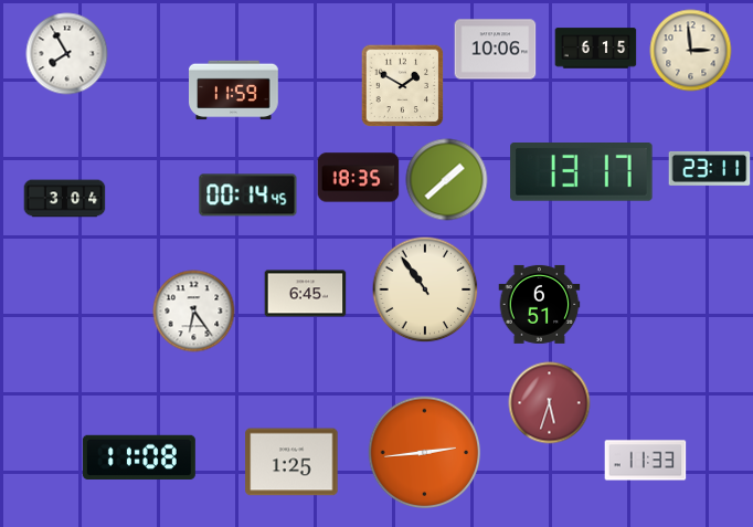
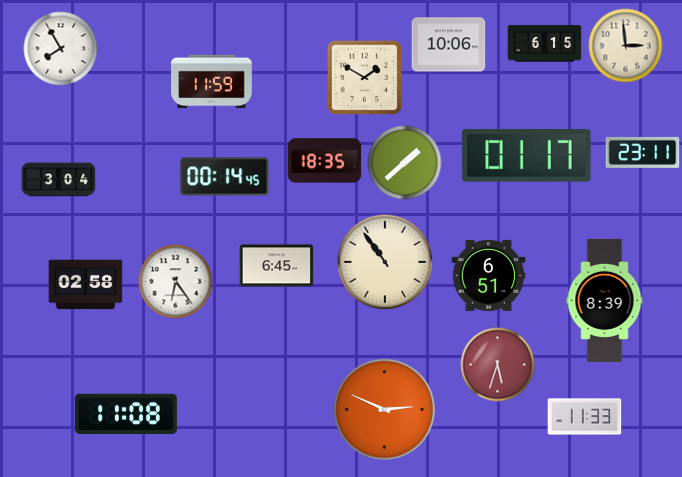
clock at (596, 49) position: (596, 49) -> (545, 44)
clock at (582, 172): 13:17 -> 01:17
clock at (86, 285): none -> 02:58
clock at (605, 300): none -> 8:39
clock at (425, 453): 2:44 -> 2:49
clock at (291, 462): 1:25 -> none
